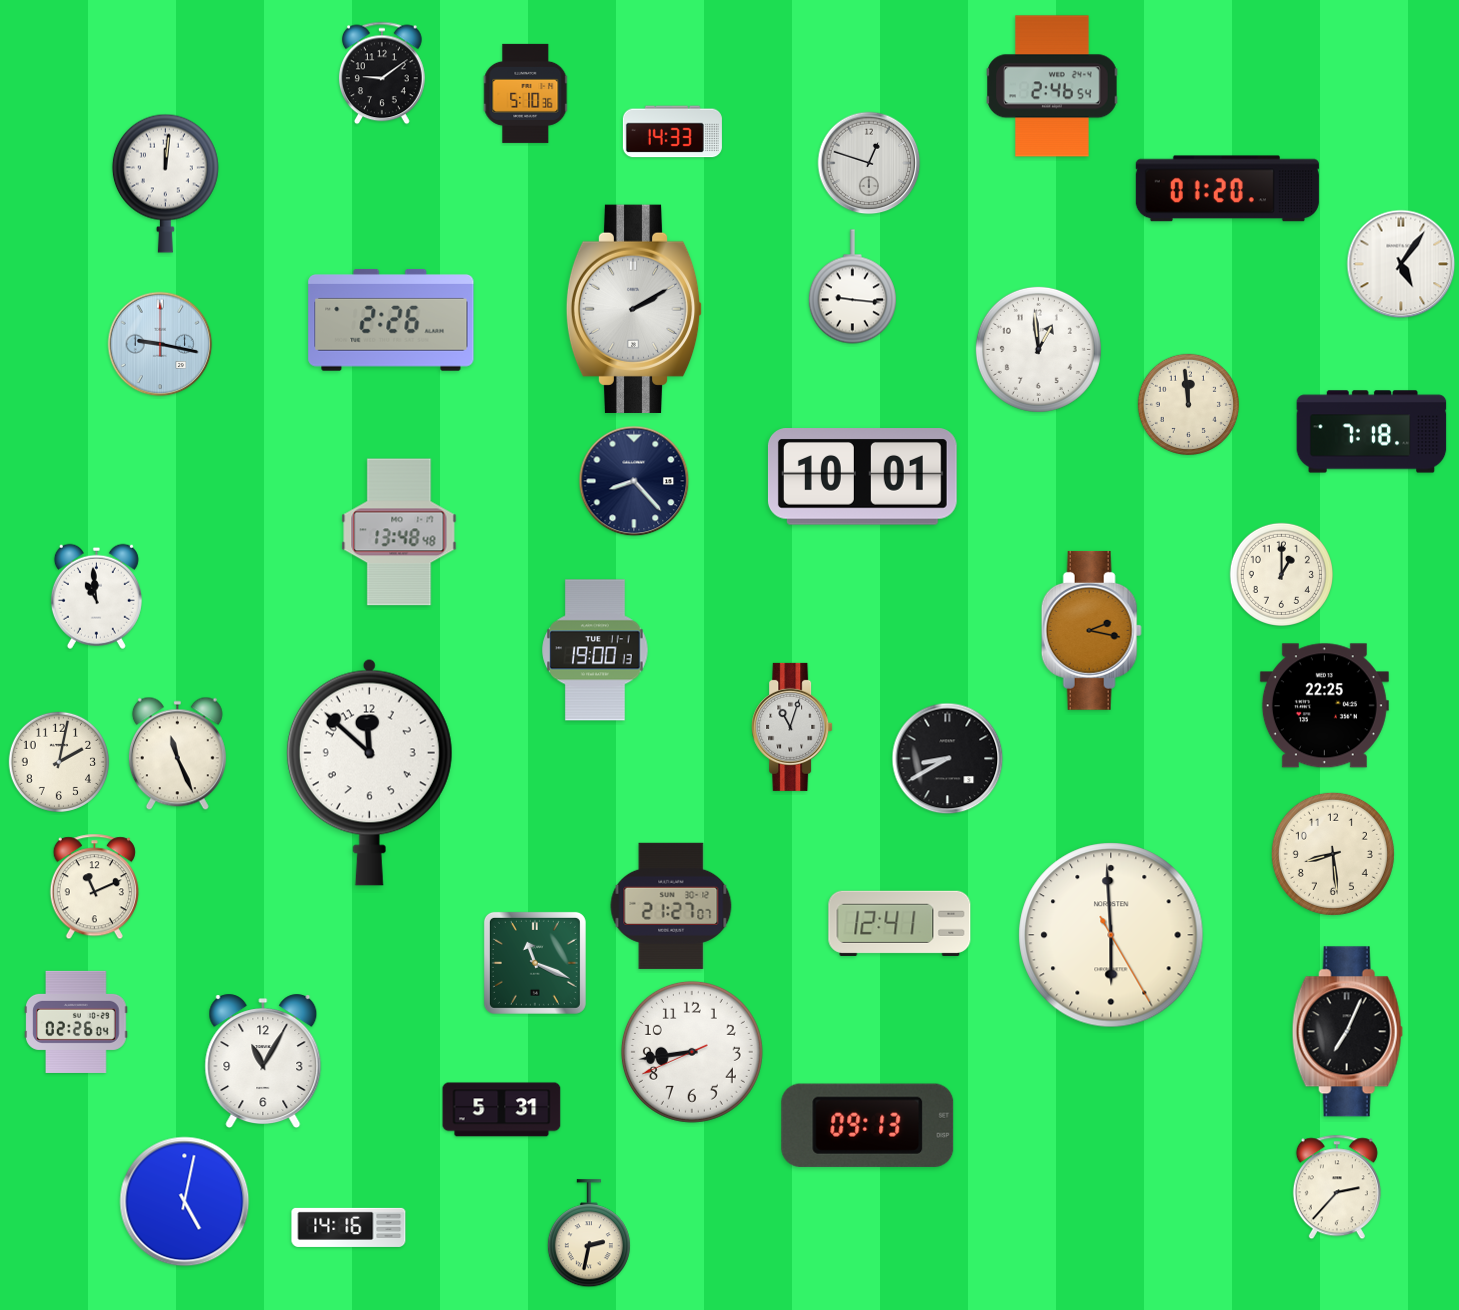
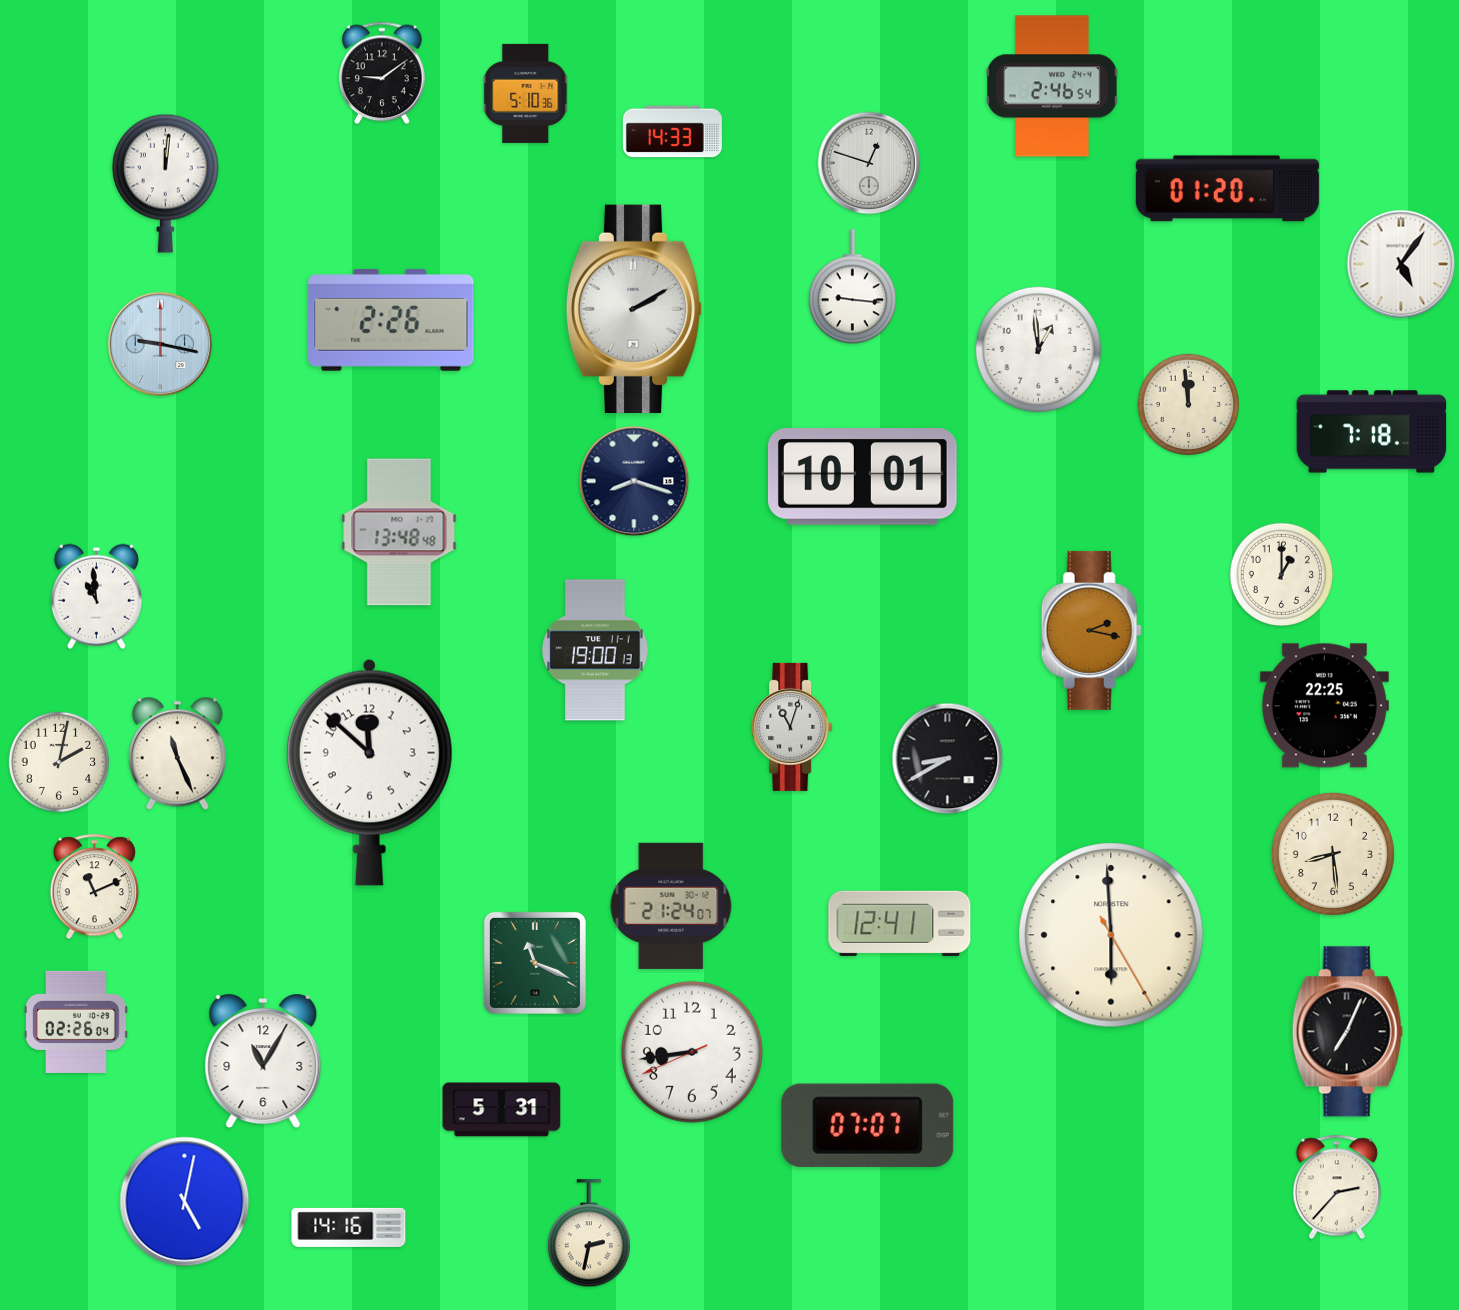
clock at (634, 481): 8:23 -> 8:18
clock at (671, 906): 21:27 -> 21:24
clock at (868, 1125): 09:13 -> 07:07
